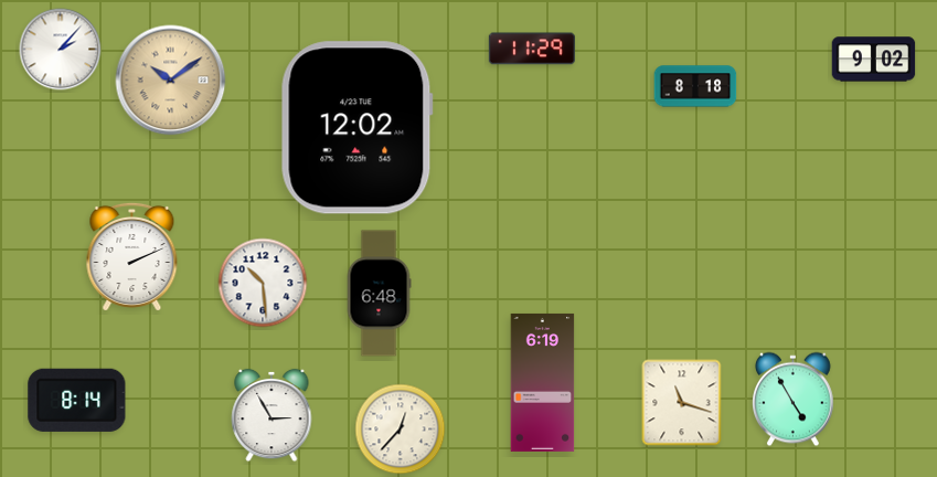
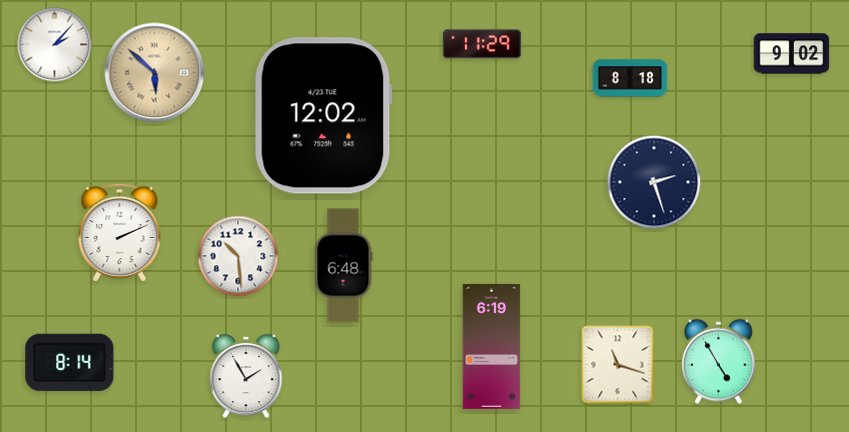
clock at (171, 81): 10:09 -> 5:52
clock at (654, 182): none -> 2:27
clock at (271, 415): 2:55 -> 1:55
clock at (401, 430): 12:37 -> none
